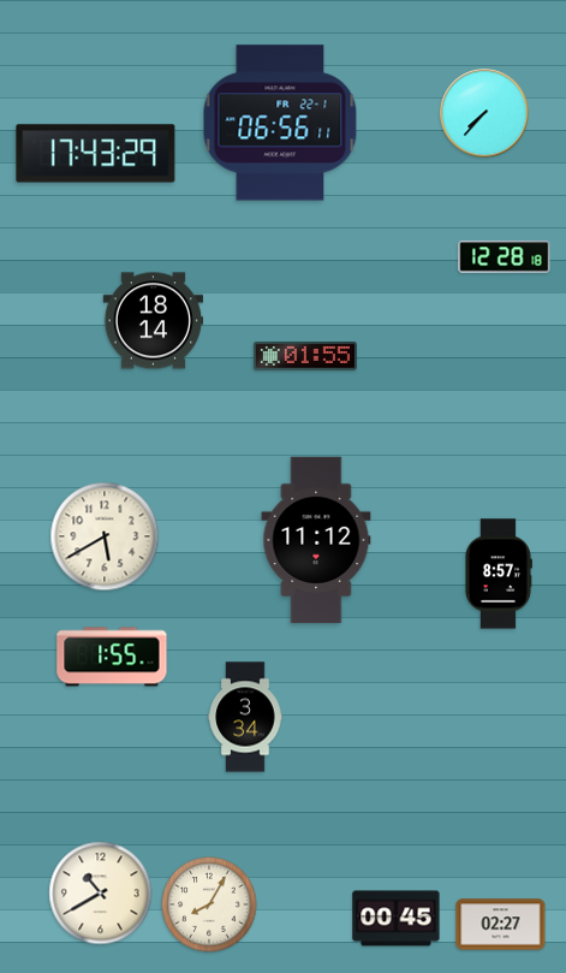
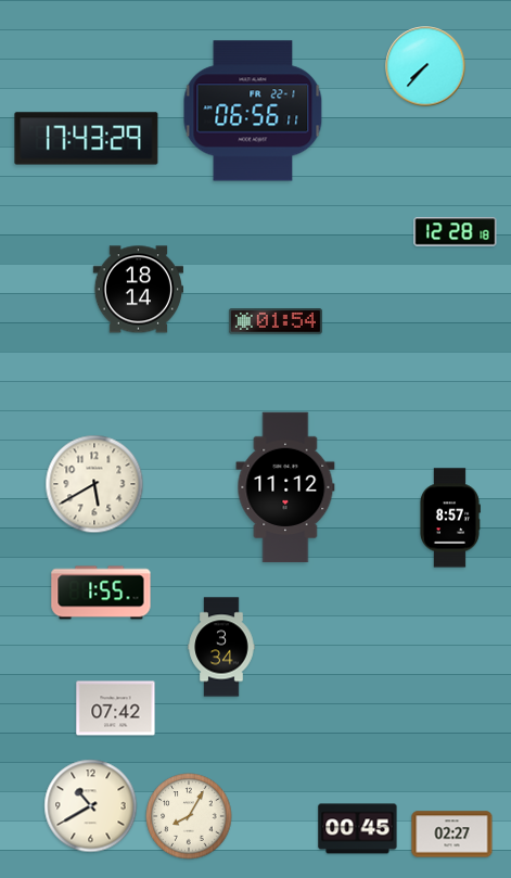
clock at (484, 113) position: (484, 113) -> (425, 66)
clock at (305, 356): 01:55 -> 01:54
clock at (116, 709): none -> 07:42
